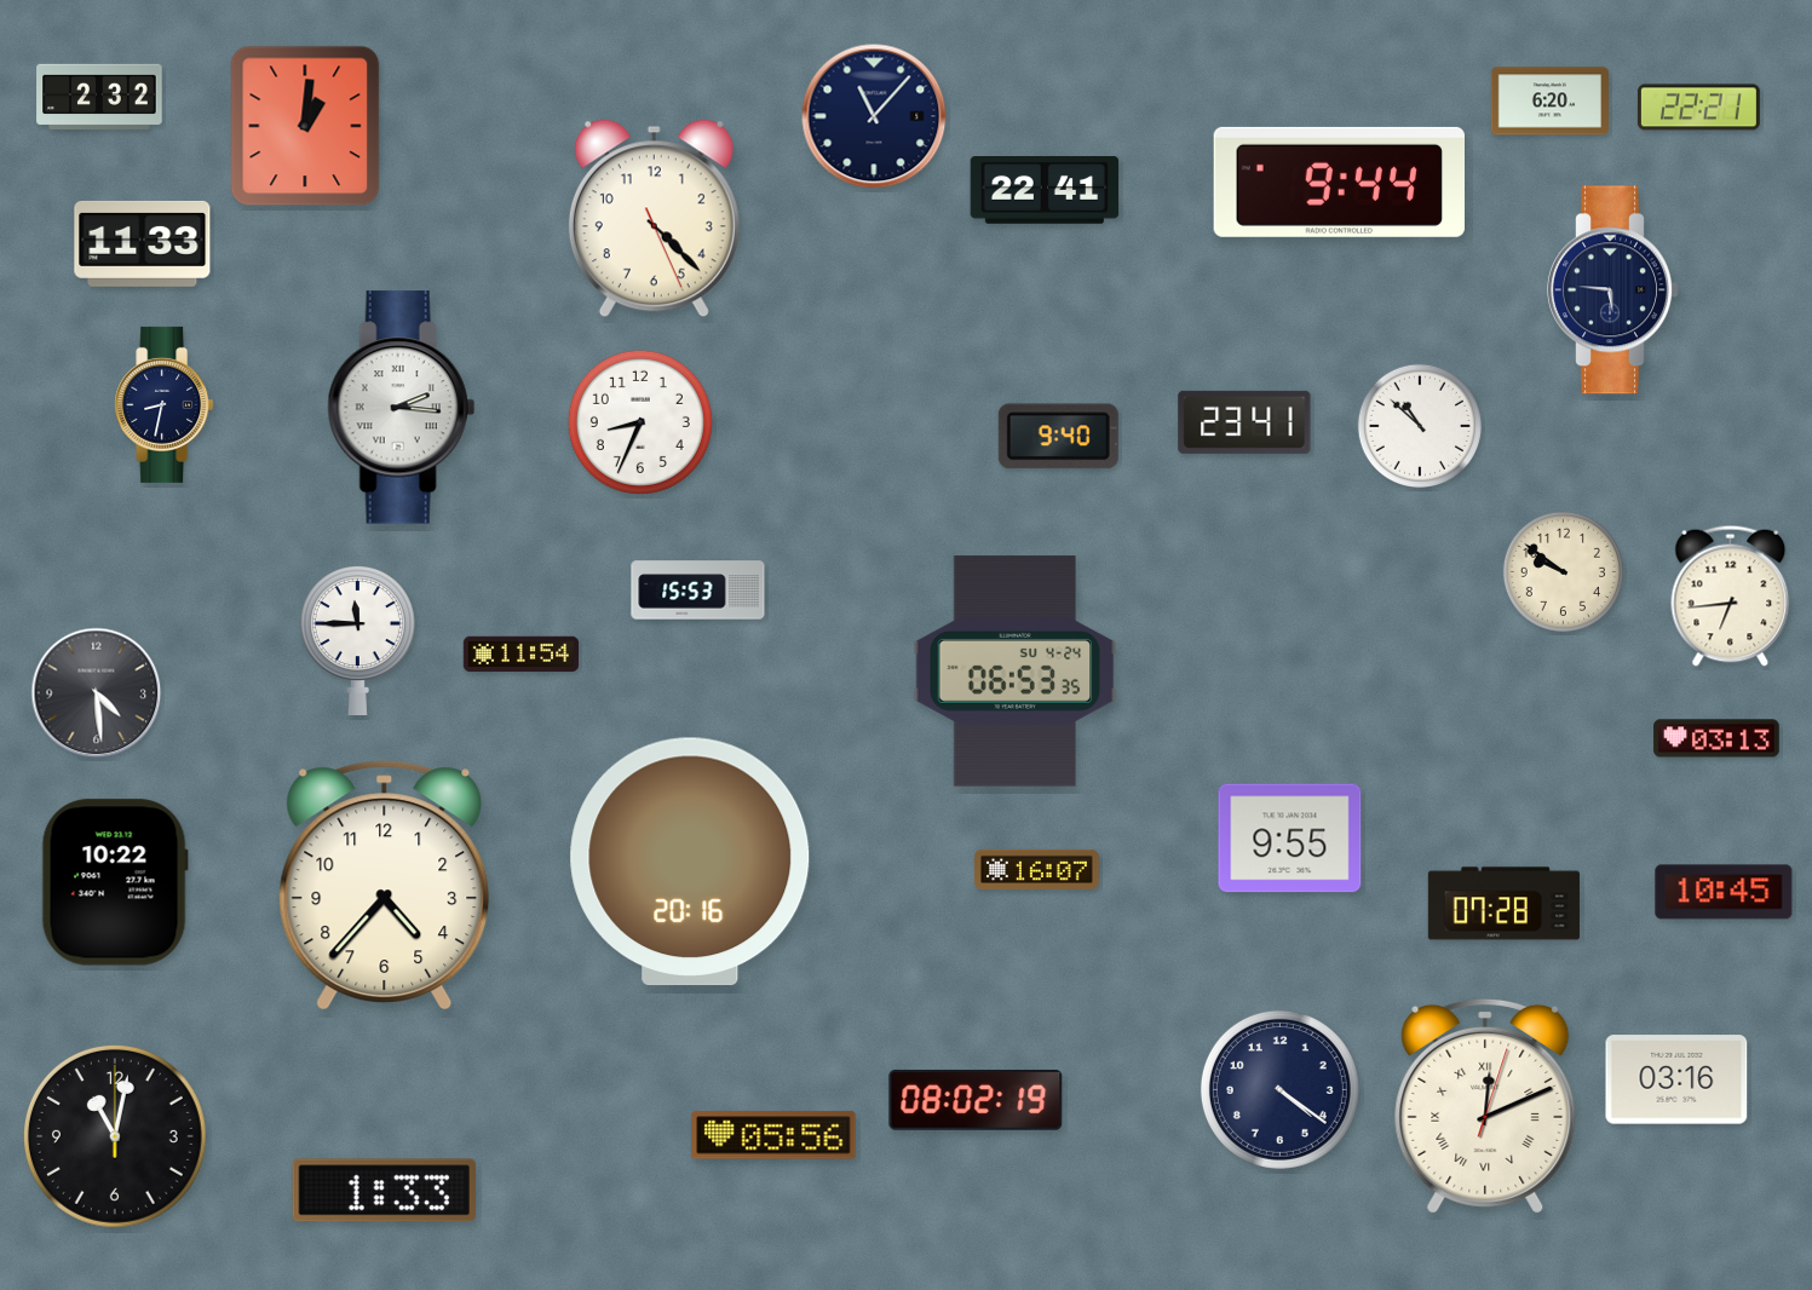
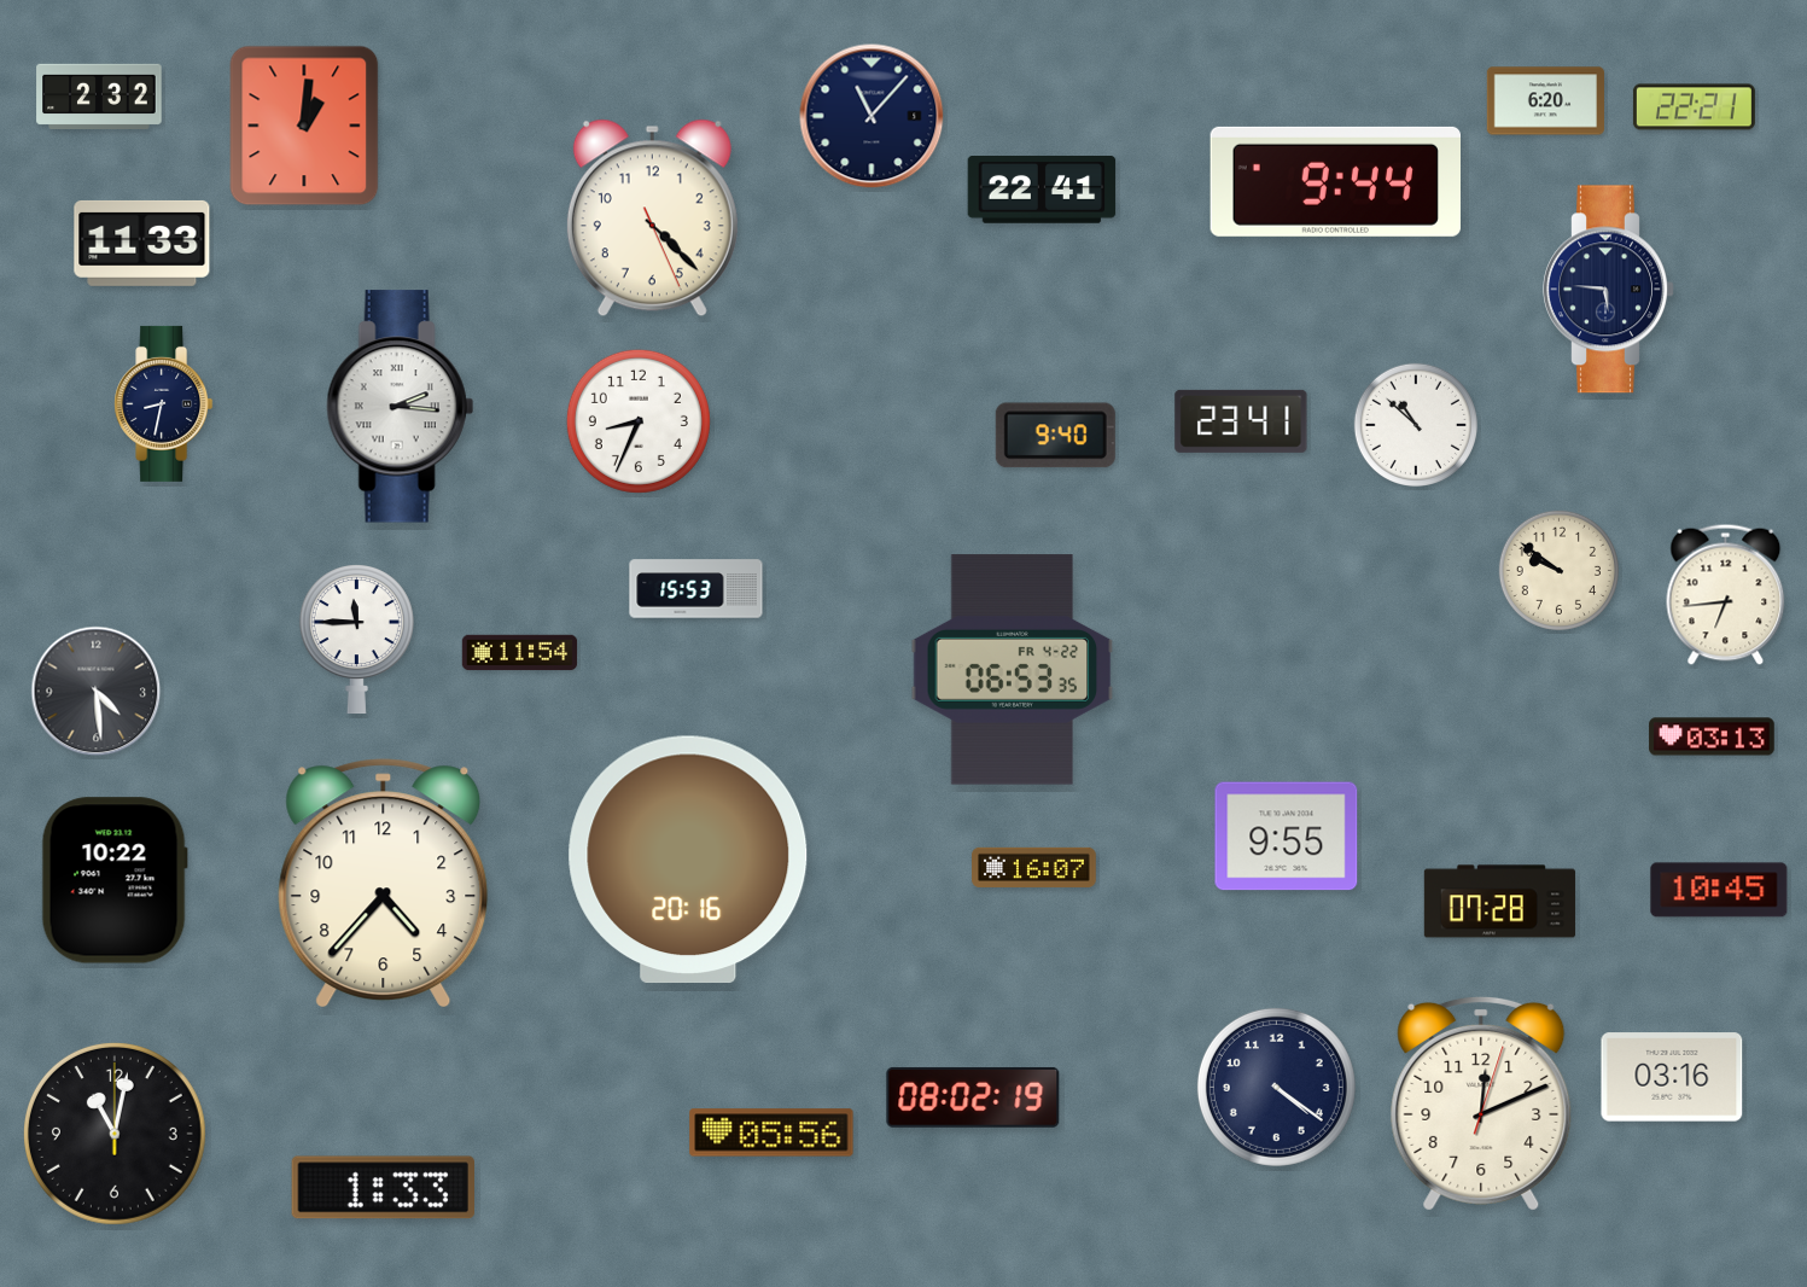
clock at (1016, 672) date: SU 4-24 -> FR 4-22
clock at (1485, 1106) numerals: Roman -> Arabic
